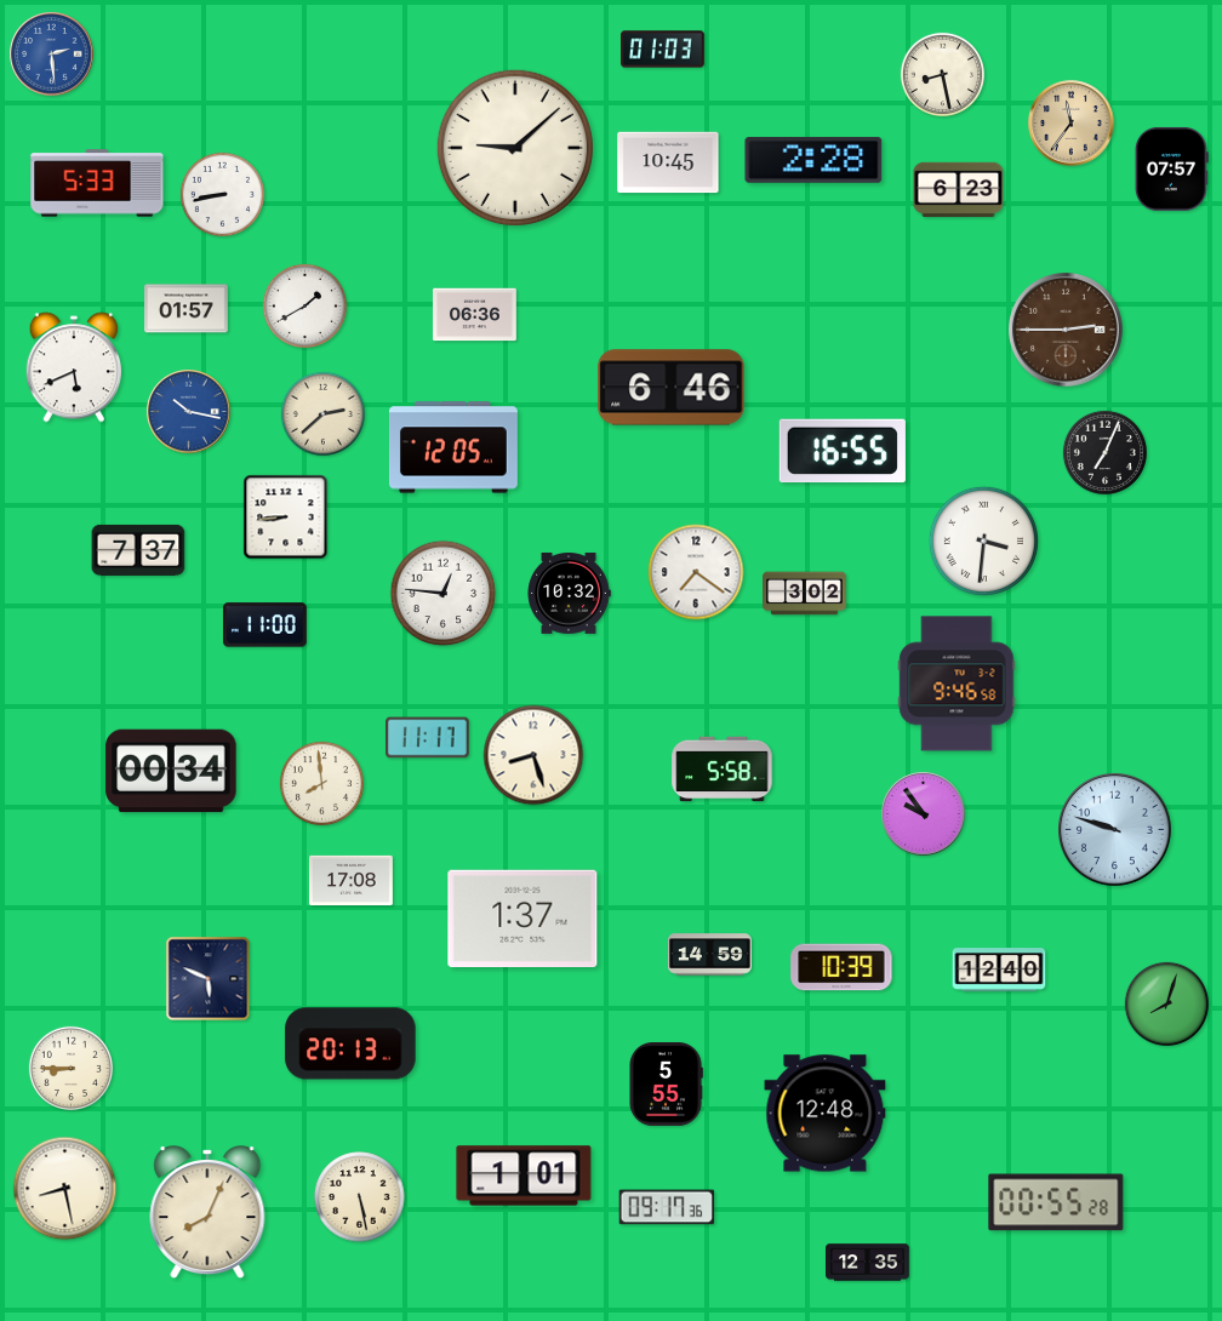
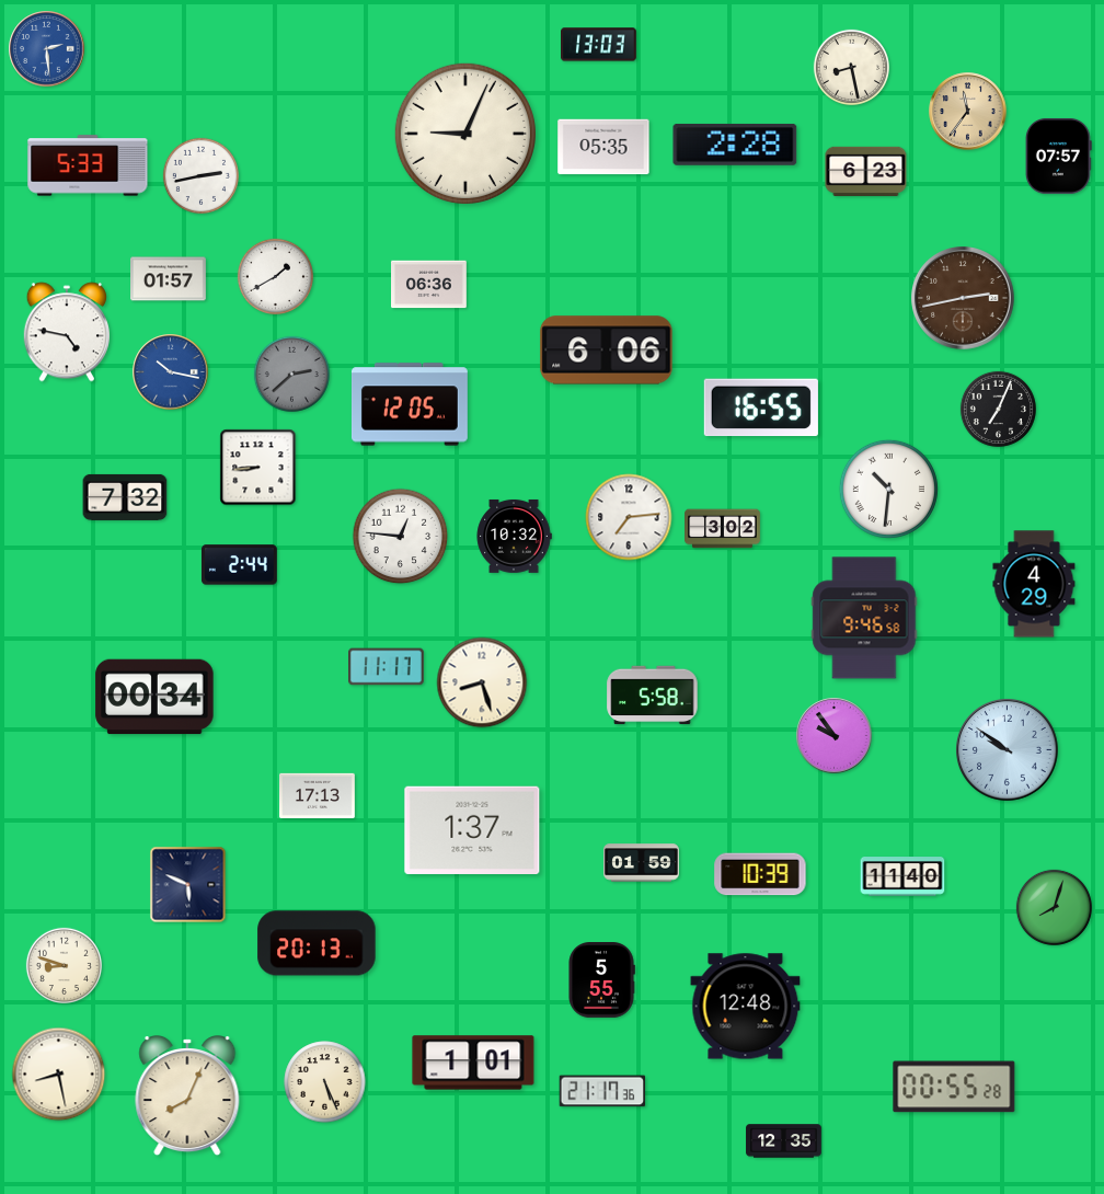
clock at (663, 50): 01:03 -> 13:03
clock at (515, 148): 9:08 -> 9:04
clock at (668, 162): 10:45 -> 05:35
clock at (1171, 168) position: (1171, 168) -> (1058, 156)
clock at (222, 194): 8:43 -> 2:43
clock at (1066, 330): 2:45 -> 2:43
clock at (73, 367): 5:41 -> 4:47
clock at (672, 388): 6:46 -> 6:06
clock at (322, 413) dial: cream -> grey
clock at (983, 541): 3:31 -> 10:31
clock at (138, 550): 7:37 -> 7:32
clock at (696, 572): 7:21 -> 7:14
clock at (805, 594) position: (805, 594) -> (723, 529)
clock at (264, 625): 11:00 -> 2:44
clock at (1034, 584): none -> 4:29
clock at (321, 783): 7:59 -> none
clock at (1115, 830): 9:48 -> 9:51
clock at (352, 881): 17:08 -> 17:13
clock at (710, 955): 14:59 -> 01:59
clock at (999, 970): 12:40 -> 11:40
clock at (70, 1068): 8:45 -> 8:48
clock at (360, 1197): 5:28 -> 5:26
clock at (667, 1207): 09:17 -> 21:17
